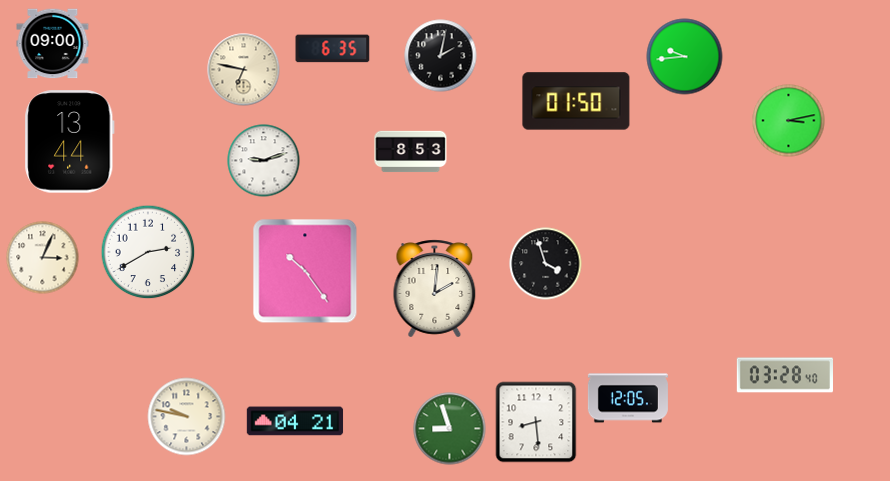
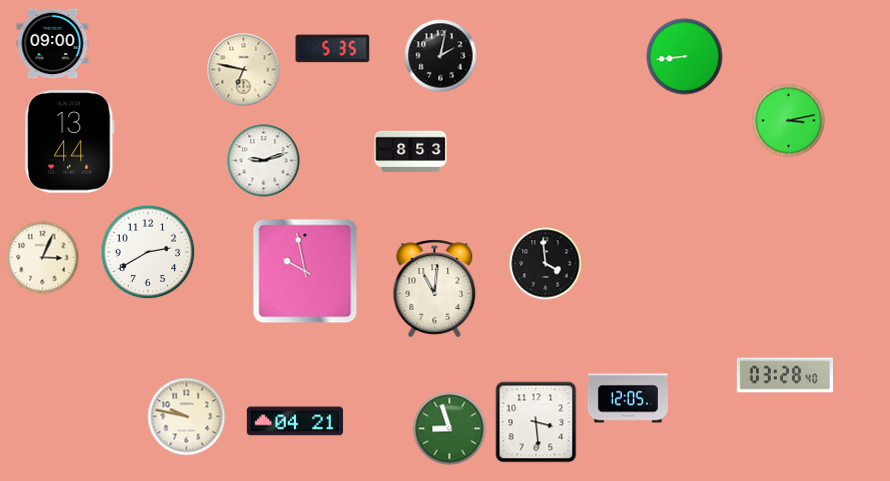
clock at (333, 49): 6:35 -> 5:35
clock at (685, 57): 9:44 -> 8:44
clock at (576, 101): 01:50 -> none
clock at (546, 264): 3:57 -> 3:59
clock at (305, 271): 10:24 -> 9:58
clock at (435, 289): 2:01 -> 11:01
clock at (536, 422): 8:29 -> 3:29
